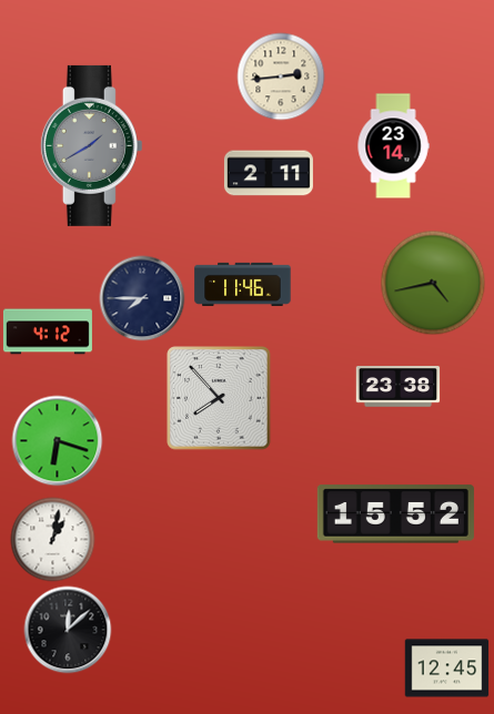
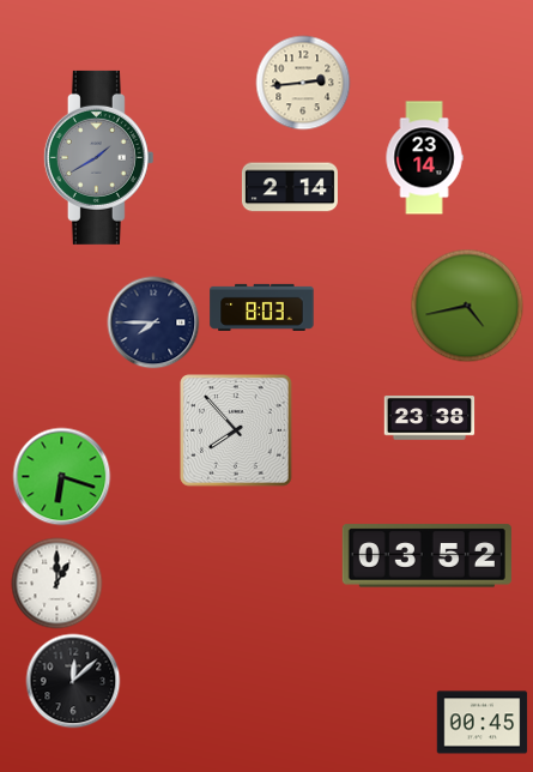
clock at (269, 173): 2:11 -> 2:14
clock at (243, 284): 11:46 -> 8:03
clock at (48, 331): 4:12 -> none
clock at (395, 514): 15:52 -> 03:52
clock at (53, 540): 1:02 -> 1:00
clock at (447, 669): 12:45 -> 00:45
